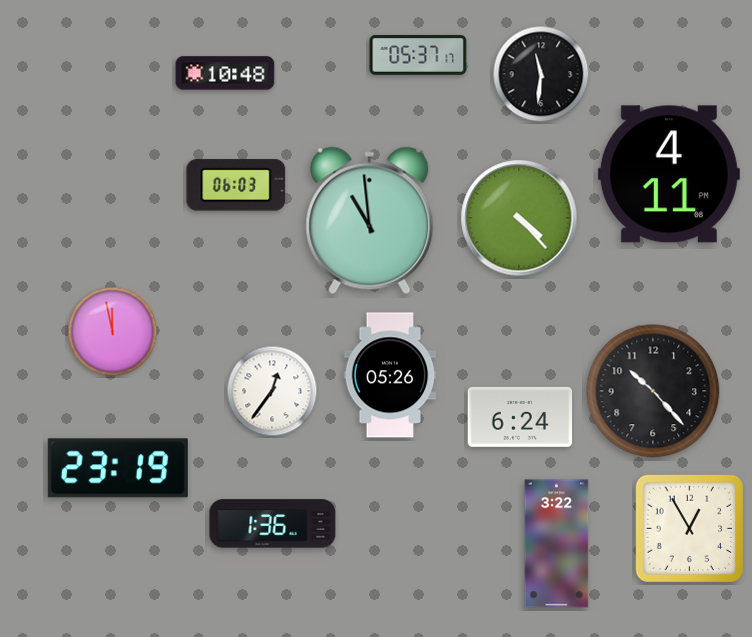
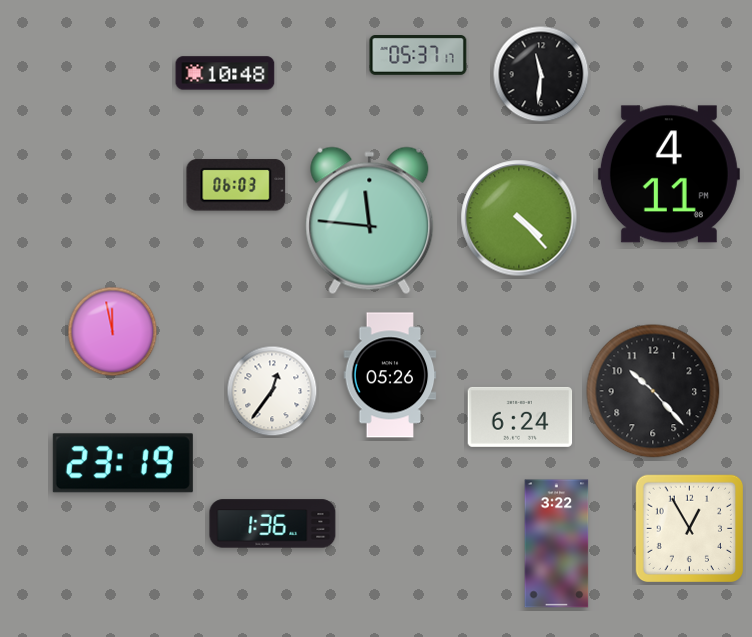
clock at (370, 221): 10:59 -> 11:46
clock at (118, 468) position: (118, 468) -> (123, 463)
